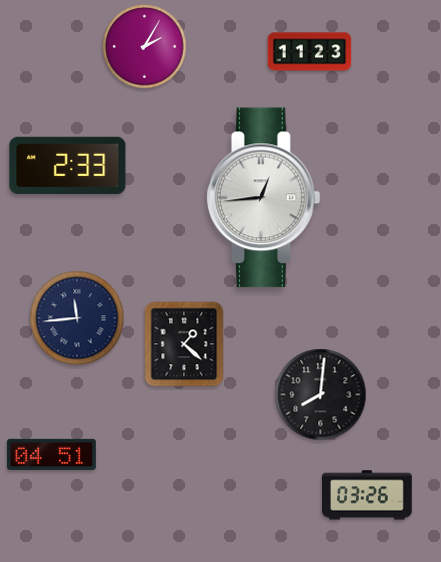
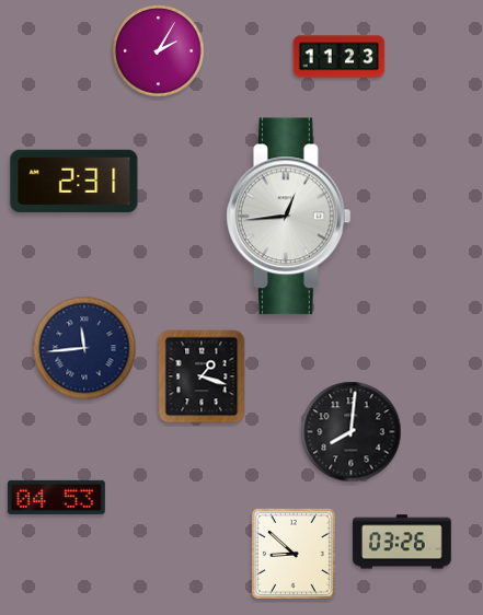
clock at (68, 165): 2:33 -> 2:31
clock at (184, 344): 1:22 -> 1:18
clock at (51, 454): 04:51 -> 04:53
clock at (294, 554): none -> 8:52
